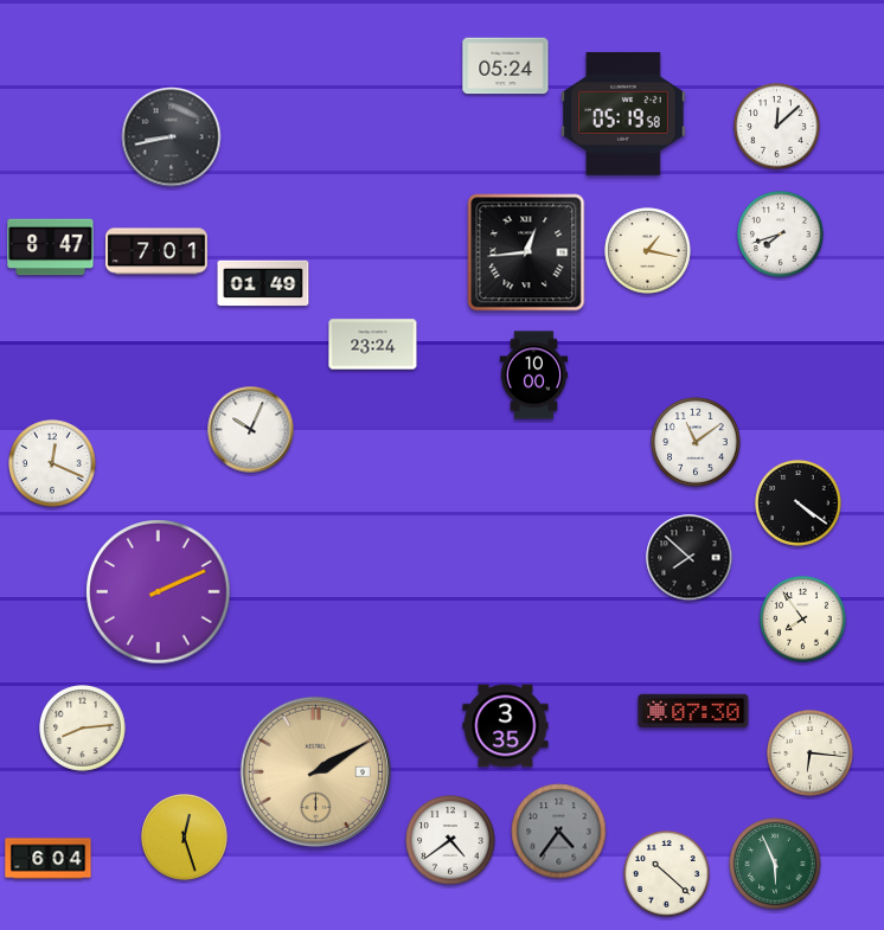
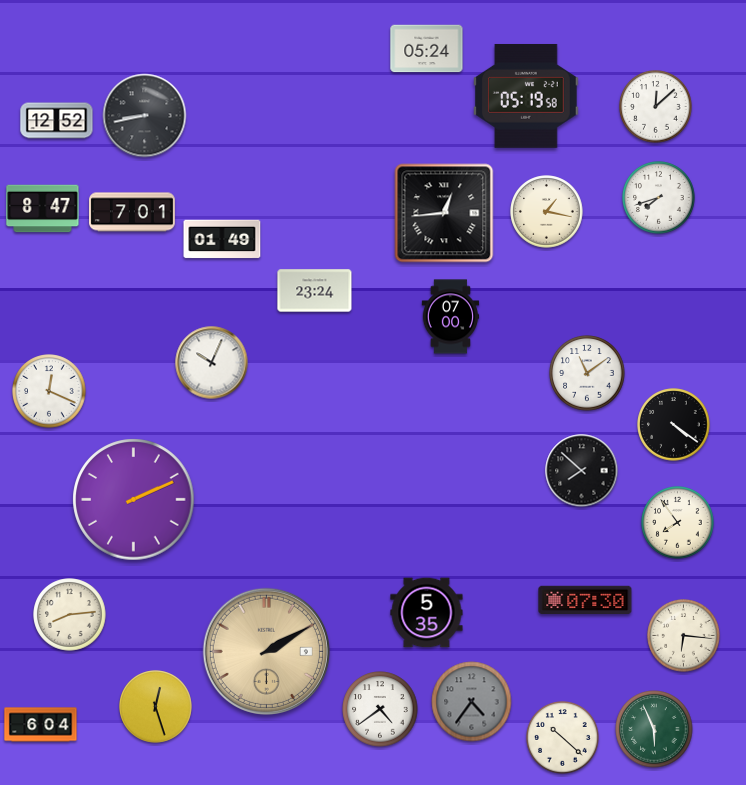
clock at (506, 66) position: (506, 66) -> (427, 49)
clock at (57, 121): none -> 12:52
clock at (534, 376): 10:00 -> 07:00
clock at (52, 463) position: (52, 463) -> (49, 391)
clock at (506, 726): 3:35 -> 5:35
